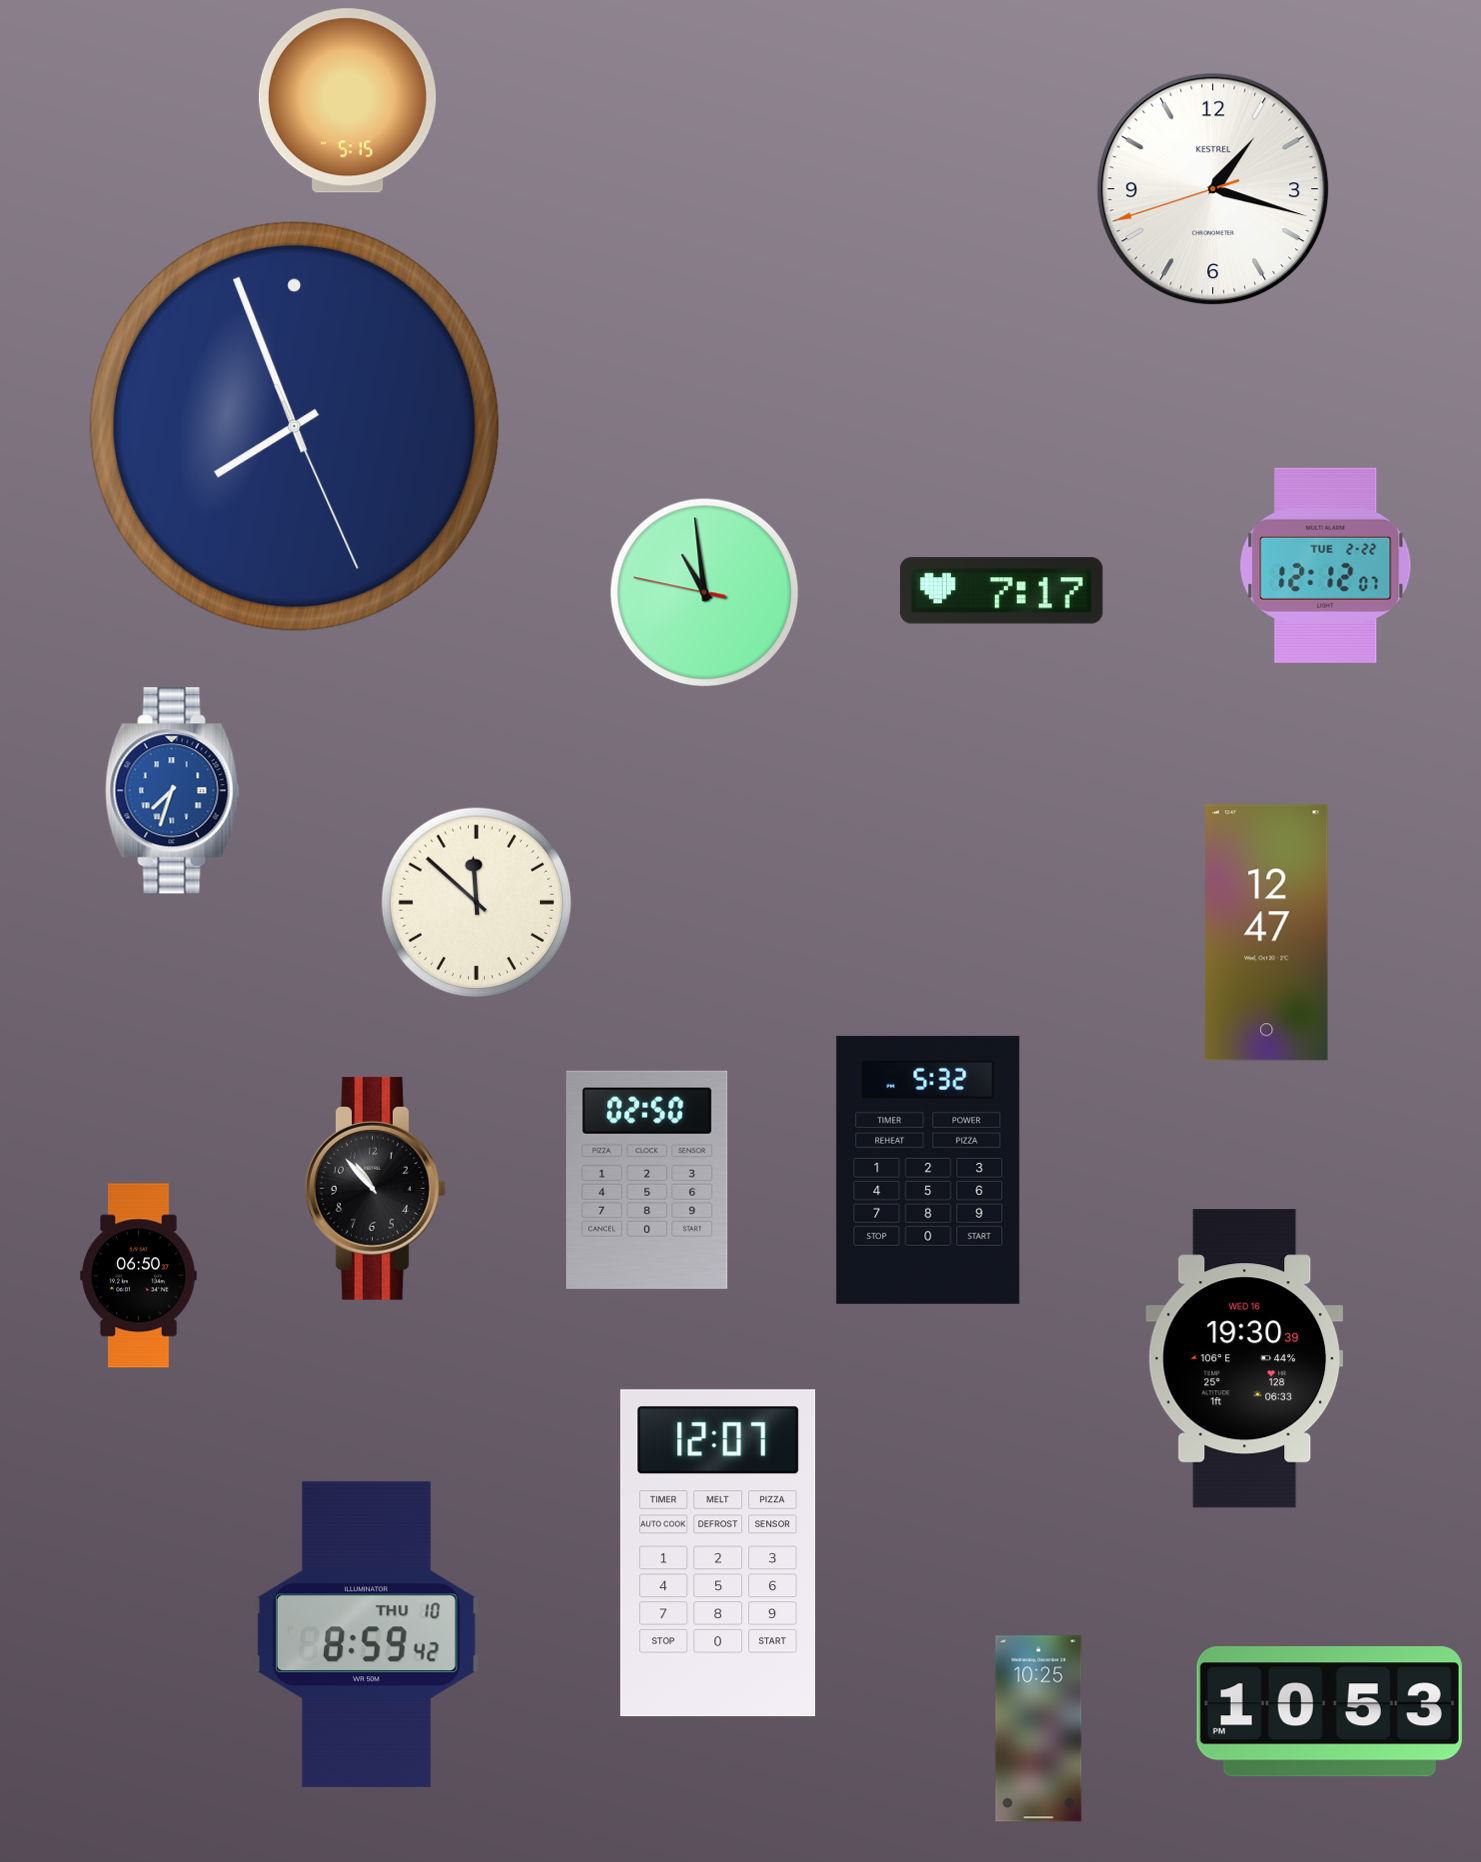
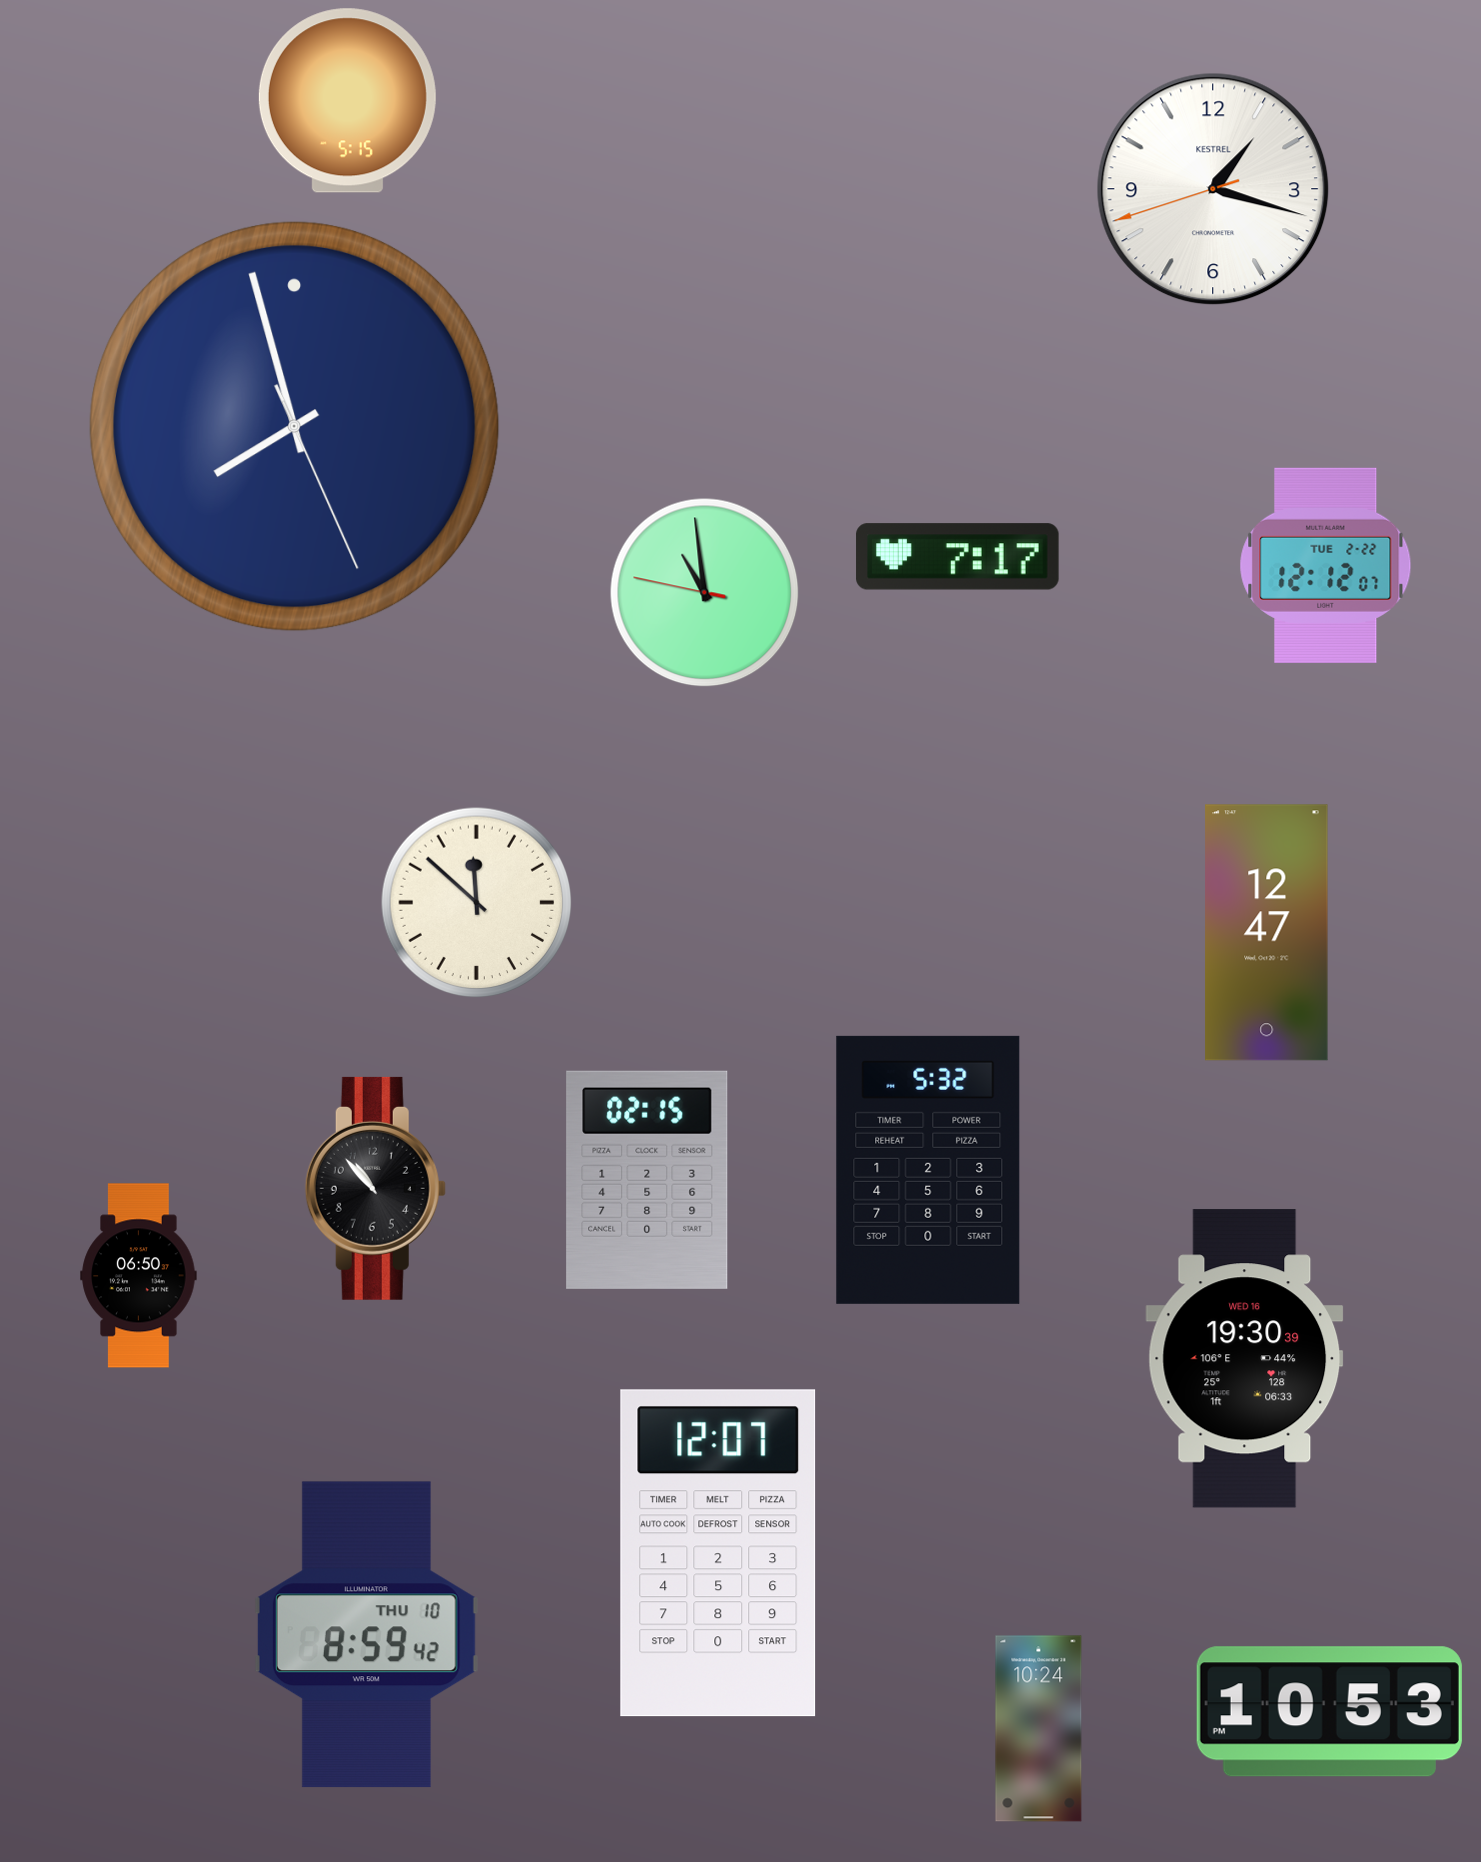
clock at (294, 426): 7:56 -> 7:57
clock at (1002, 591) position: (1002, 591) -> (958, 557)
clock at (173, 791): 7:33 -> none
clock at (647, 1180): 02:50 -> 02:15
clock at (1039, 1729): 10:25 -> 10:24
